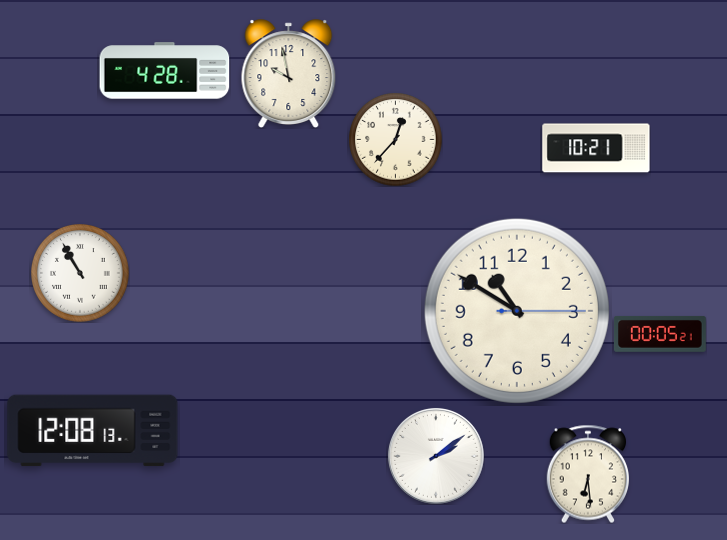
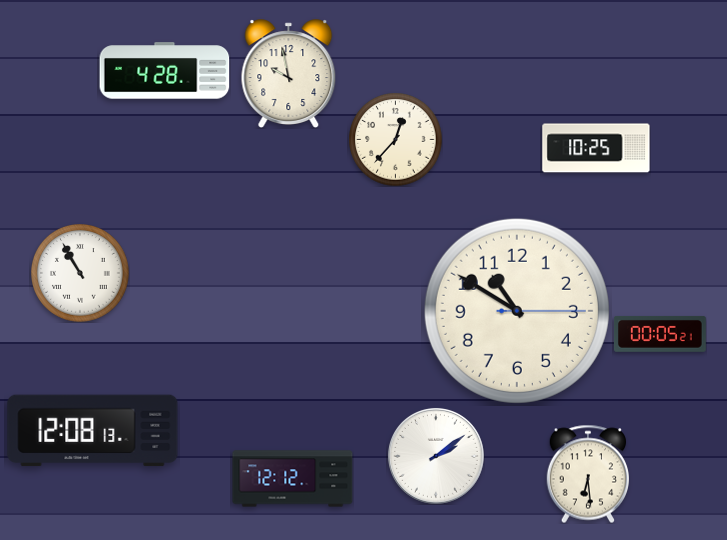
clock at (596, 148): 10:21 -> 10:25
clock at (293, 479): none -> 12:12
